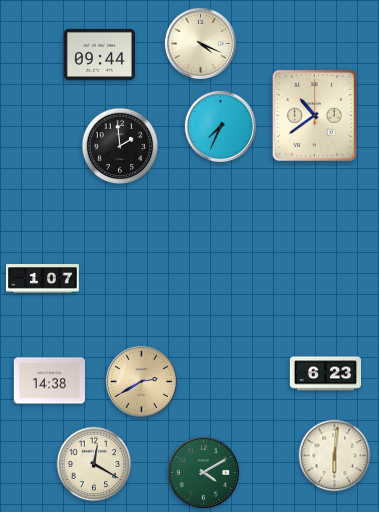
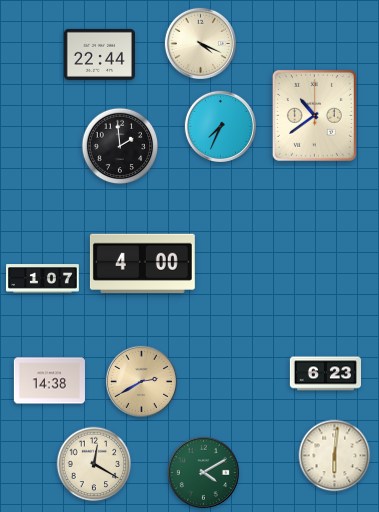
clock at (99, 54): 09:44 -> 22:44
clock at (142, 263): none -> 4:00
